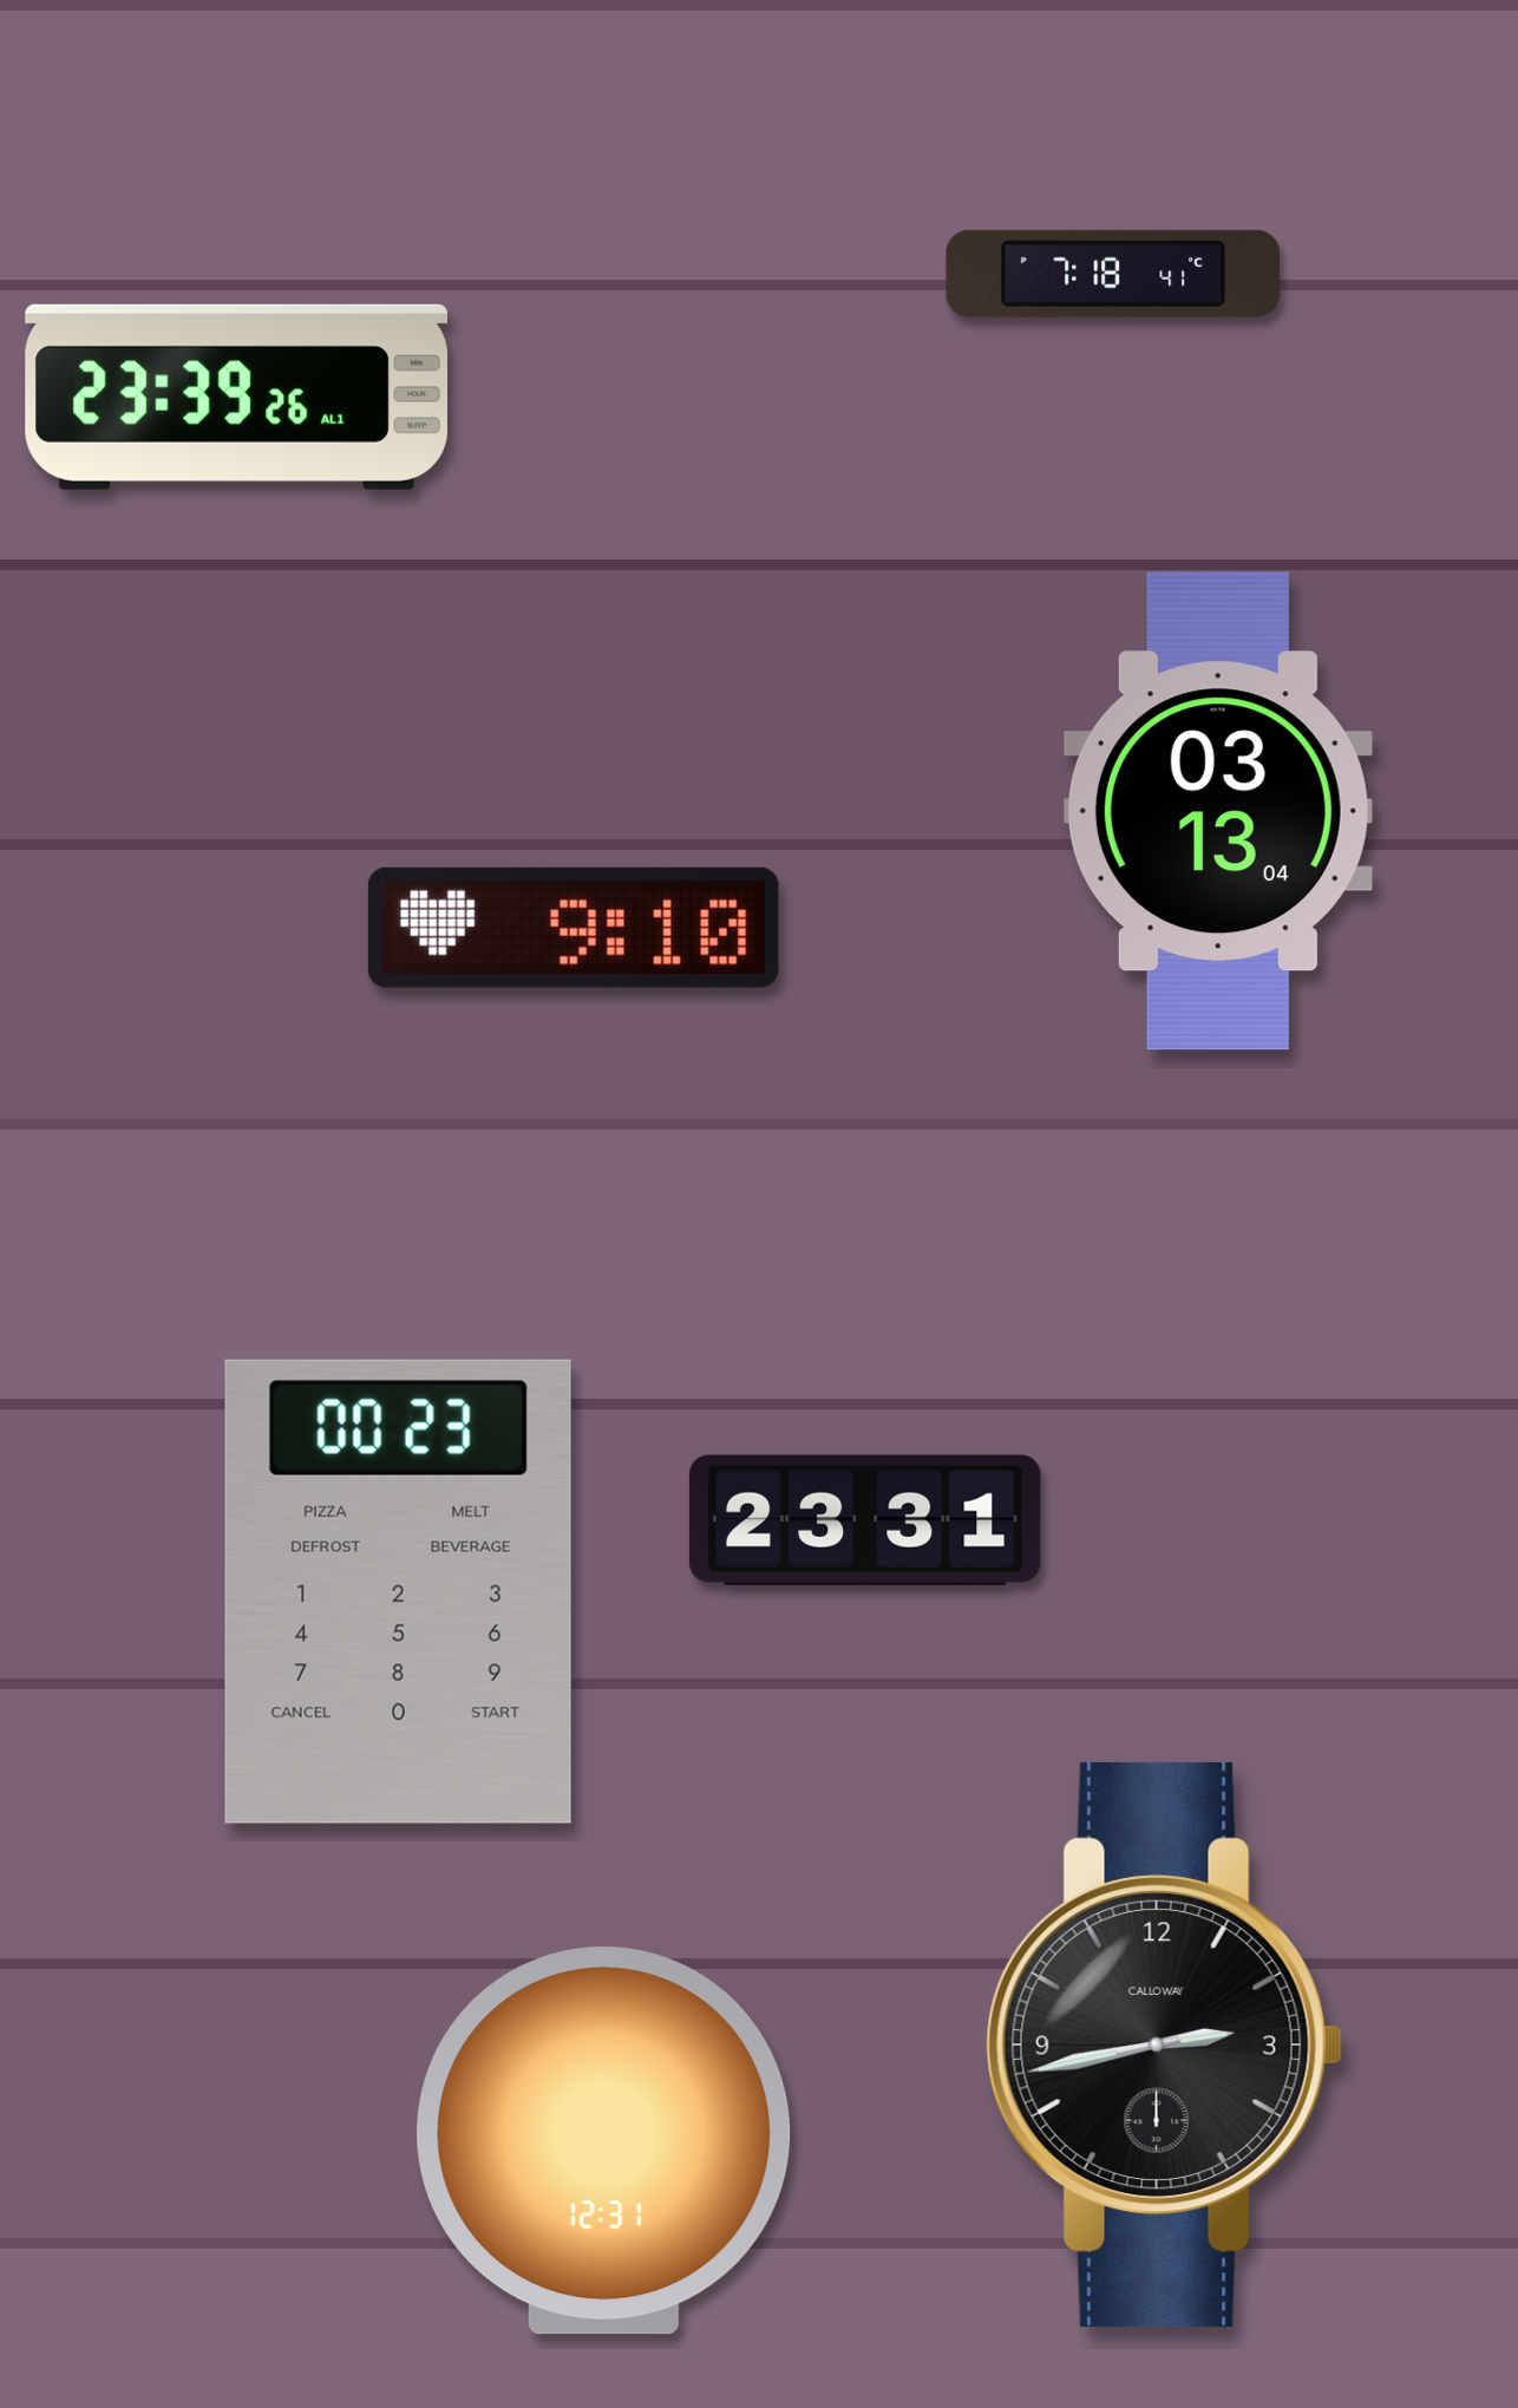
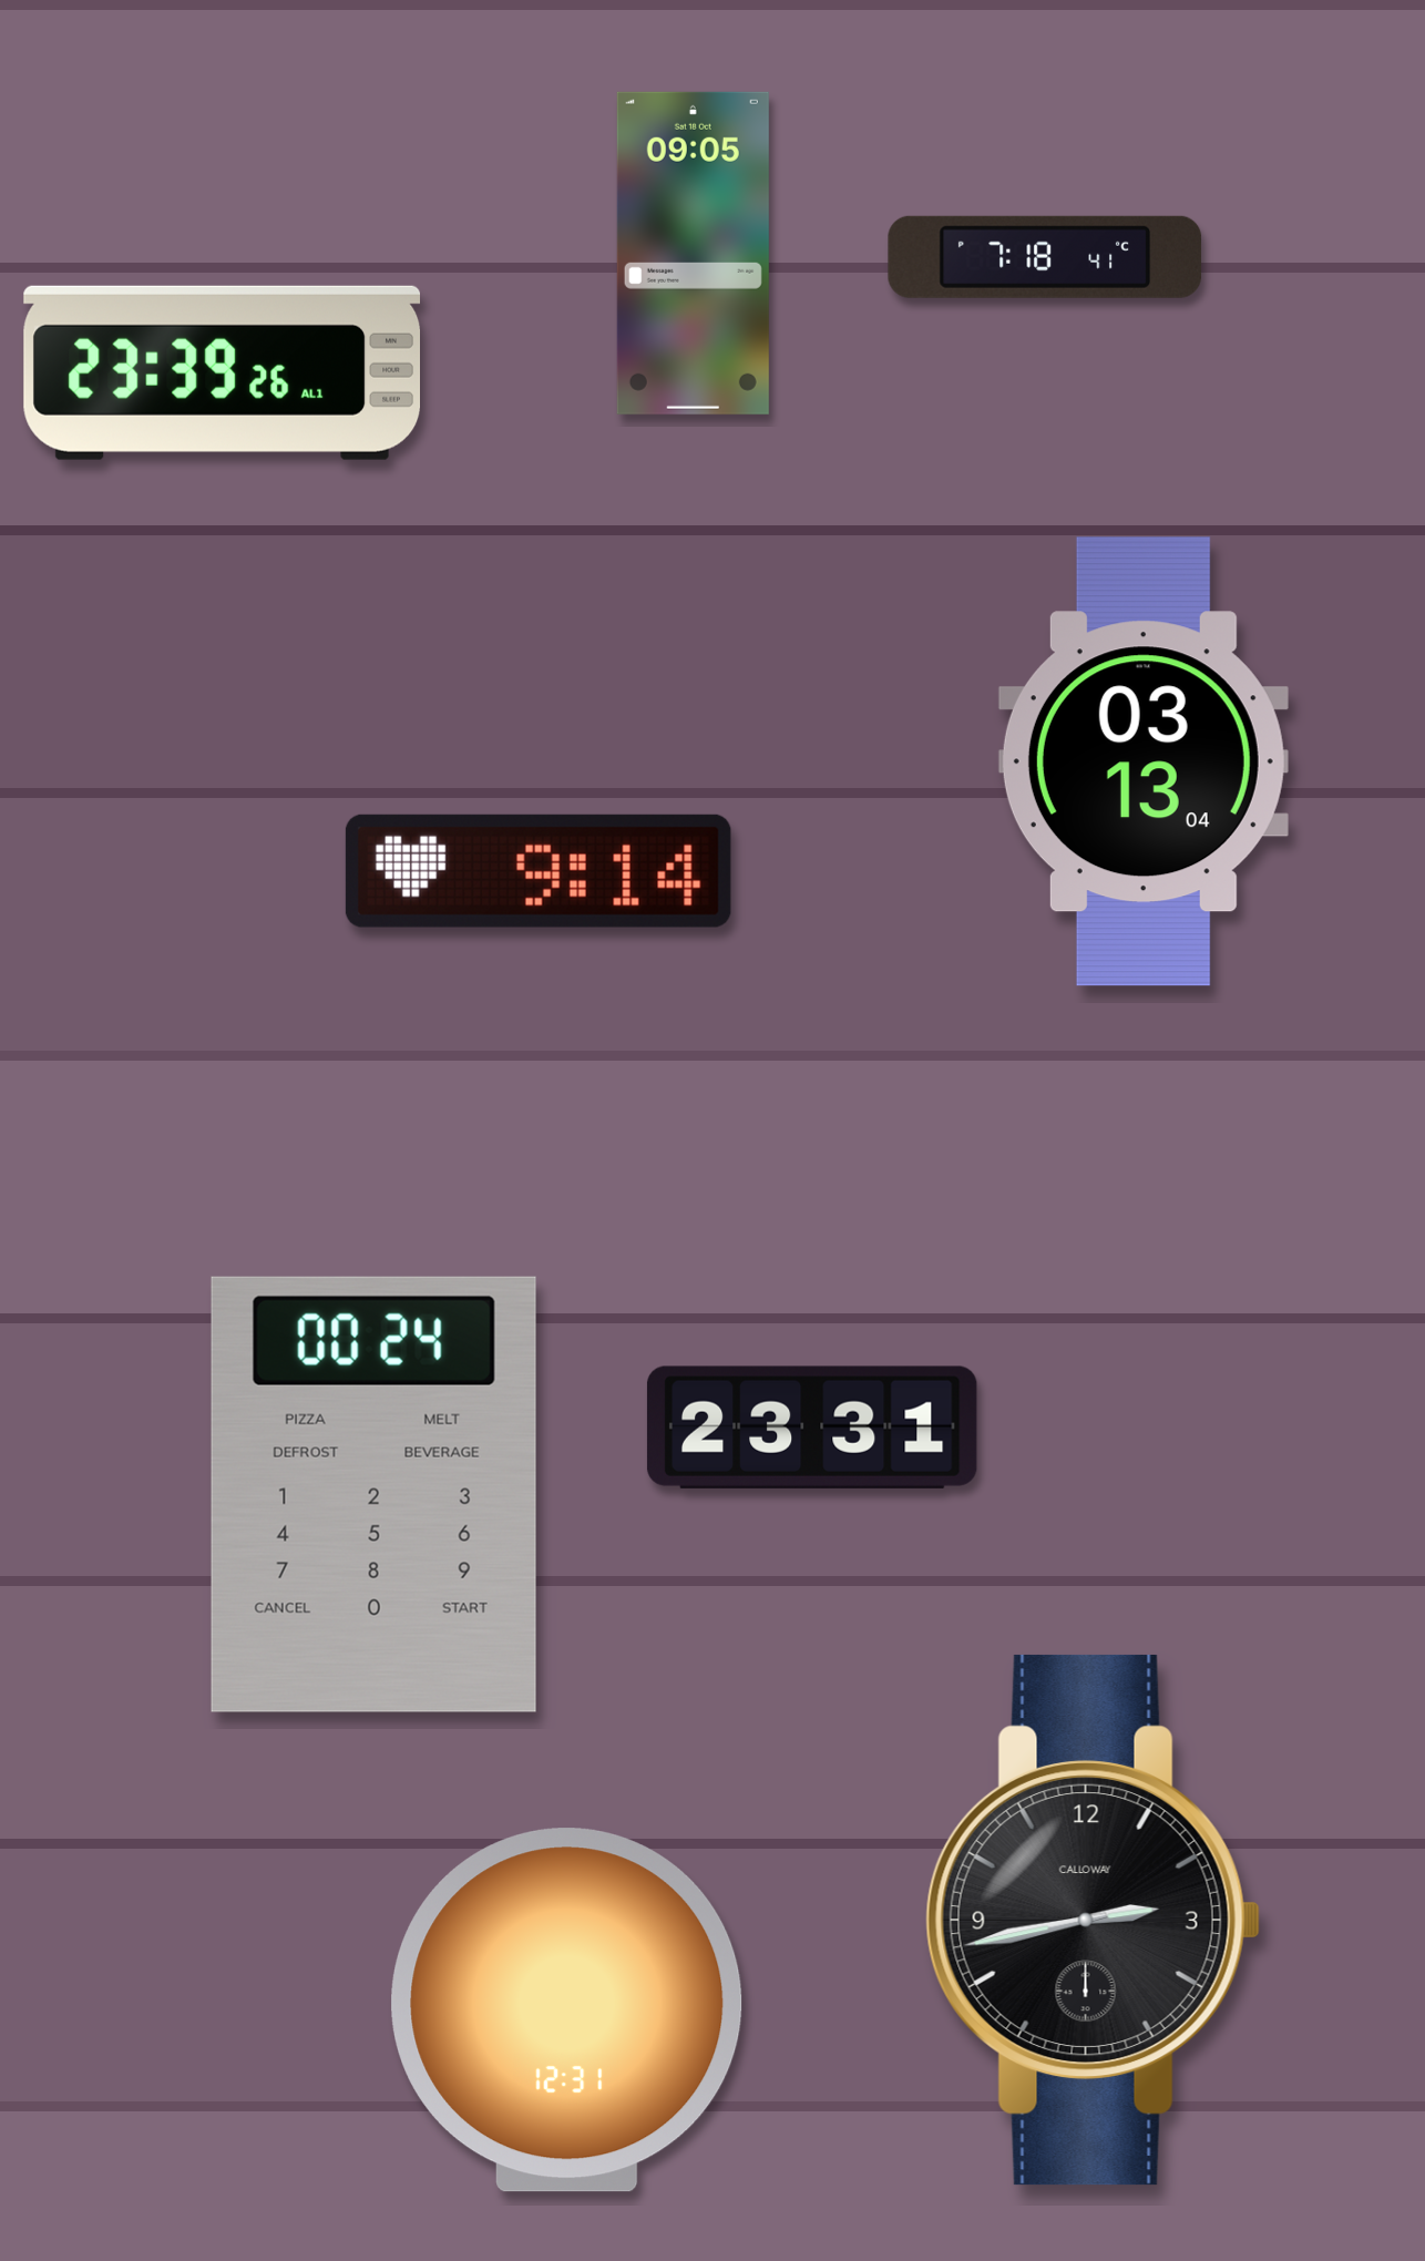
clock at (693, 253): none -> 09:05
clock at (574, 928): 9:10 -> 9:14
clock at (398, 1591): 00:23 -> 00:24
